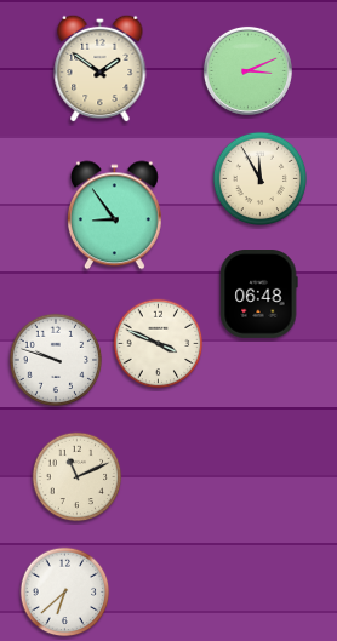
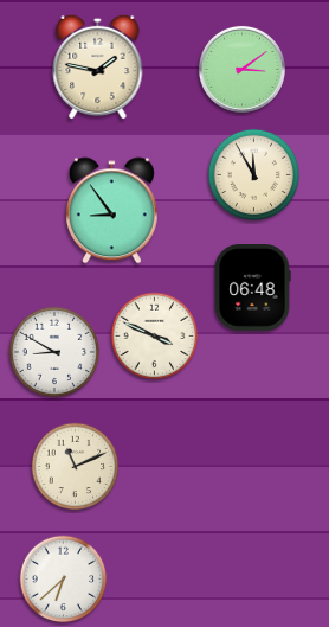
clock at (101, 68): 1:51 -> 1:47
clock at (247, 70): 3:11 -> 3:09
clock at (56, 360): 9:48 -> 8:50
